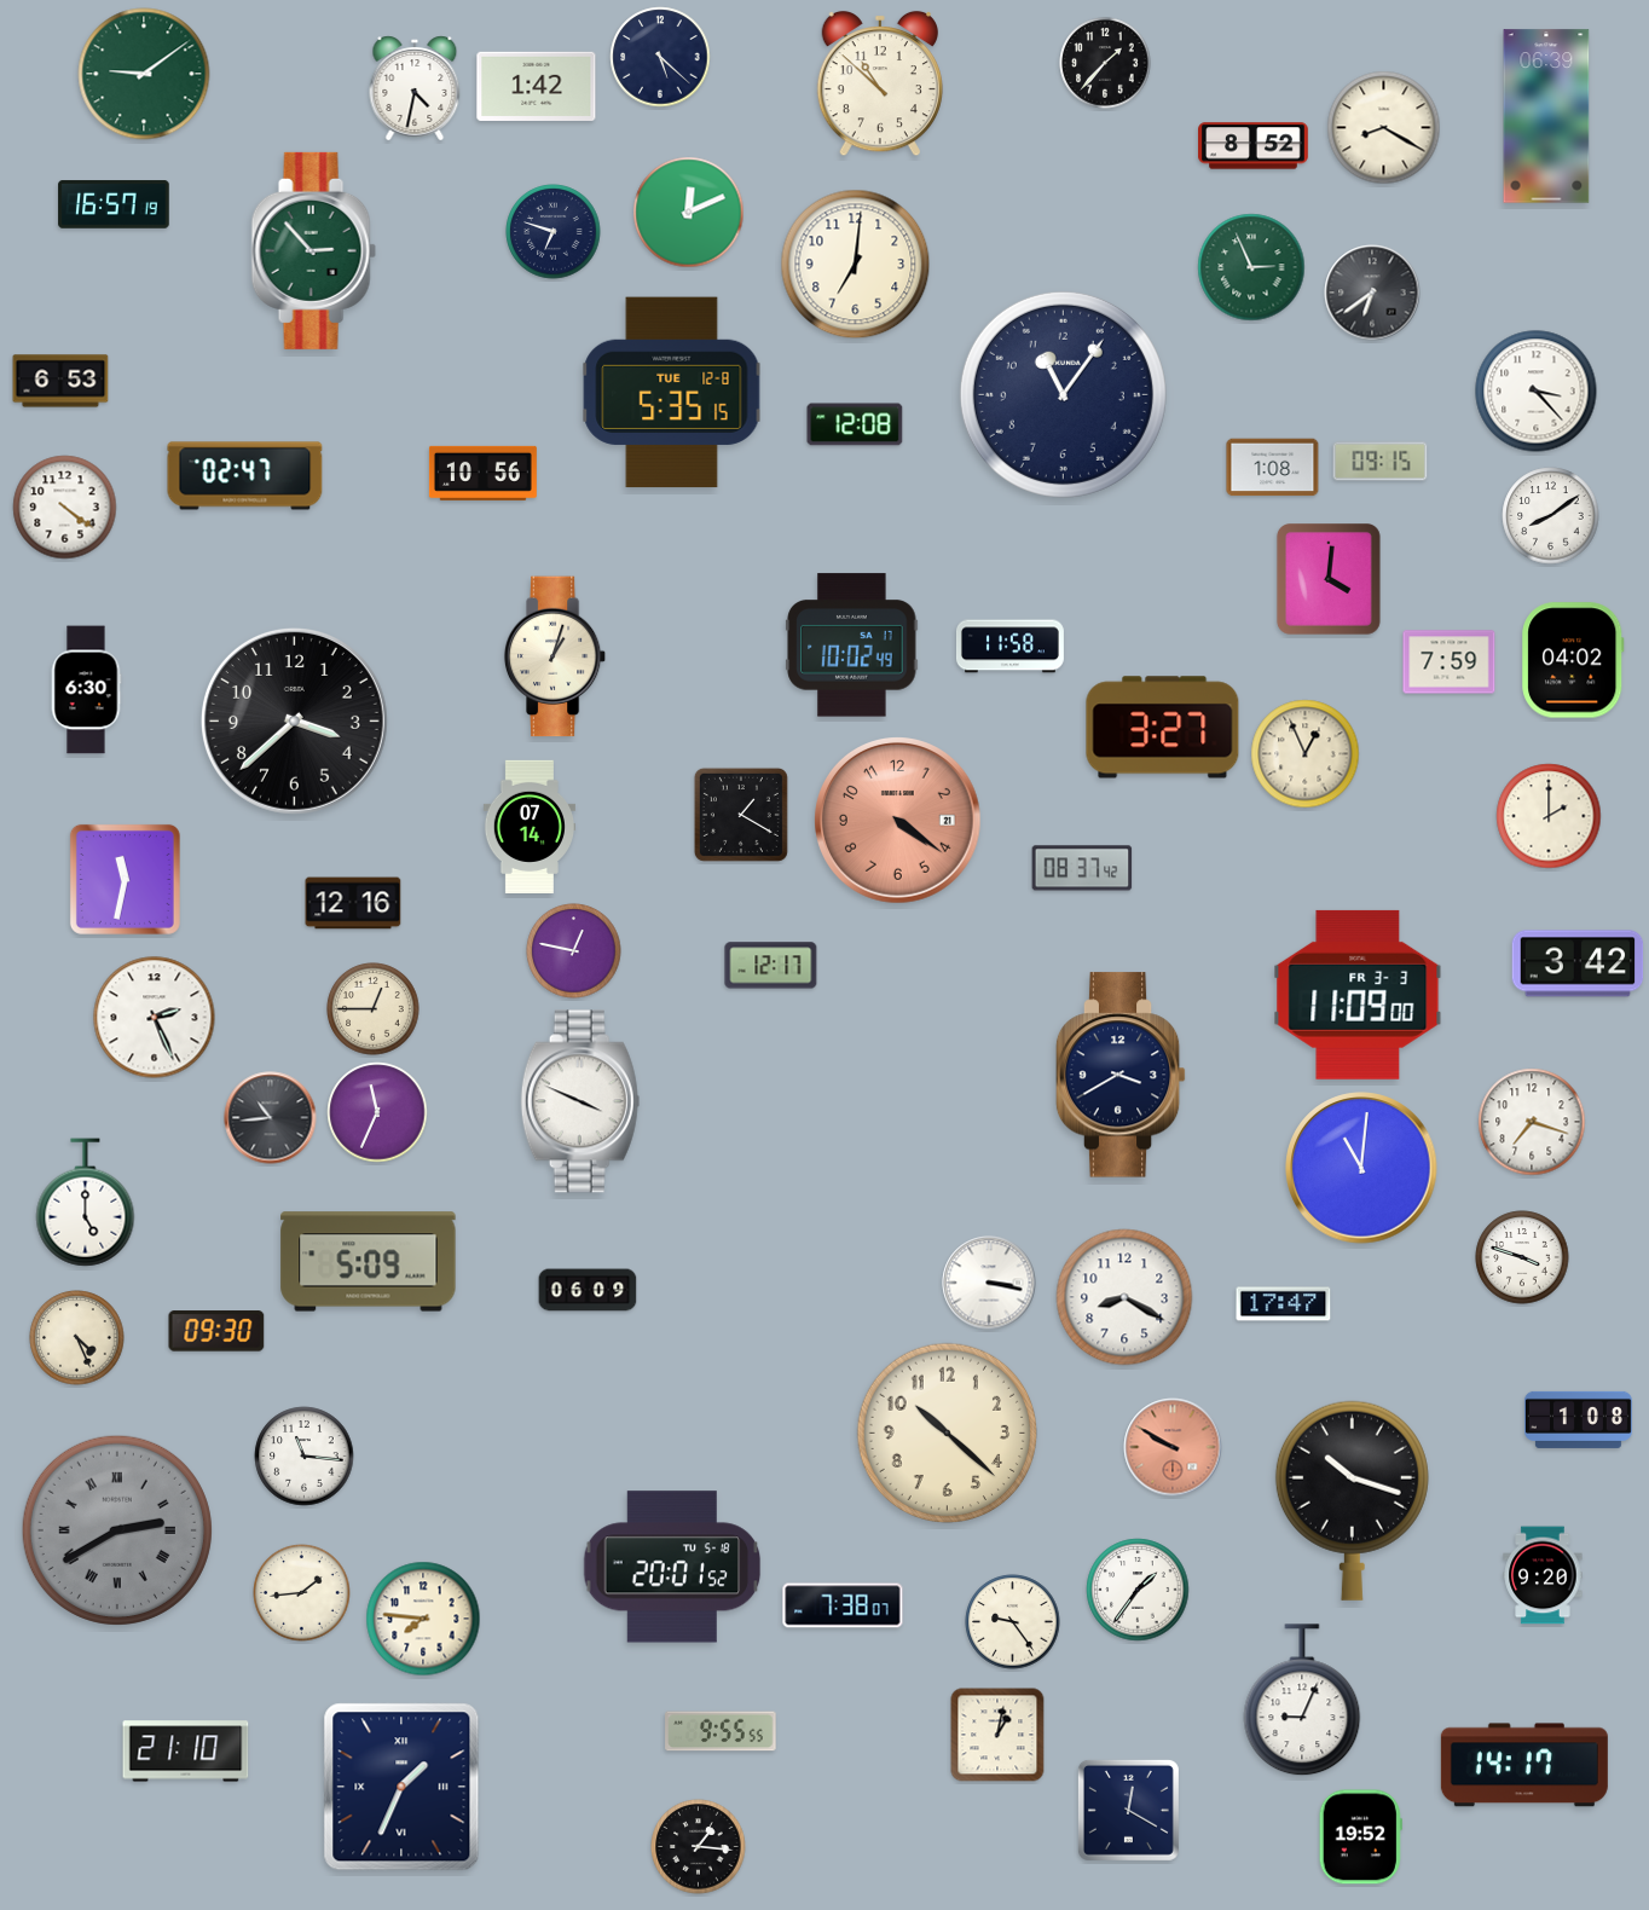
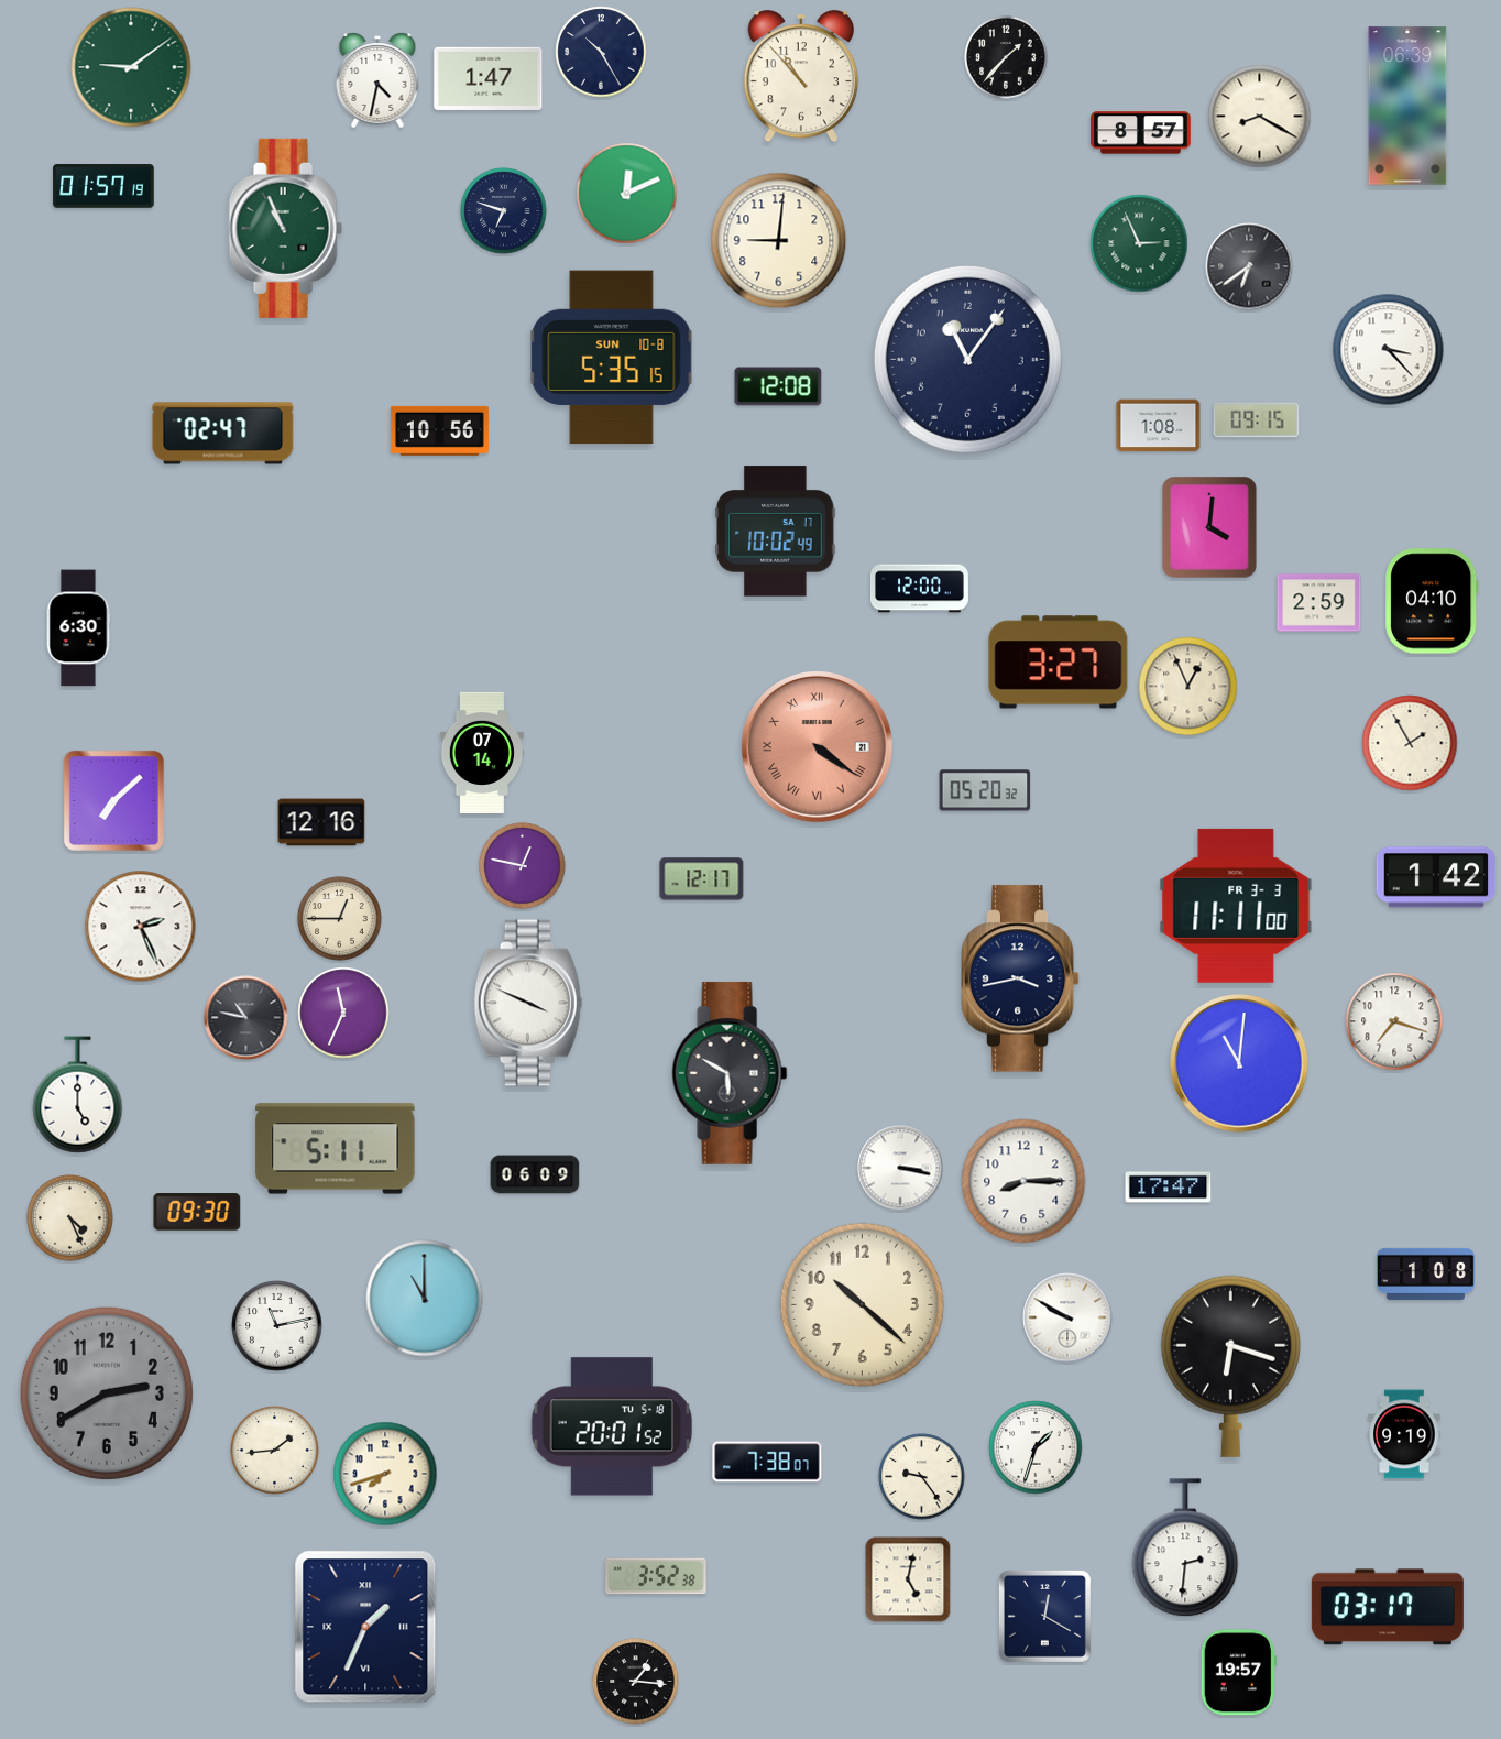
clock at (660, 57): 5:22 -> 10:25
clock at (879, 83): 10:52 -> 10:53
clock at (537, 86): 1:42 -> 1:47
clock at (1254, 146): 8:52 -> 8:57
clock at (114, 204): 16:57 -> 01:57
clock at (313, 250): 2:53 -> 10:56
clock at (856, 265): 7:01 -> 9:01
clock at (60, 381): 6:53 -> none
clock at (1537, 392) position: (1537, 392) -> (1389, 350)
clock at (672, 393) date: TUE 12-8 -> SUN 10-8
clock at (65, 508): 4:21 -> none
clock at (1551, 516): 8:09 -> none
clock at (852, 646) position: (852, 646) -> (776, 532)
clock at (1009, 647): 11:58 -> 12:00
clock at (555, 656): 1:03 -> none
clock at (1573, 660): 04:02 -> 04:10
clock at (1450, 662): 7:59 -> 2:59
clock at (294, 720): 3:38 -> none
clock at (741, 815): 1:20 -> none
clock at (1549, 816): 2:00 -> 1:55
clock at (898, 821) numerals: Arabic -> Roman
clock at (1082, 868): 08:37 -> 05:20
clock at (125, 879): 11:32 -> 7:08
clock at (1578, 963): 3:42 -> 1:42
clock at (1358, 995): 11:09 -> 11:11
clock at (1121, 1075): 3:40 -> 3:43
clock at (271, 1118): 10:44 -> 10:47
clock at (730, 1073): none -> 5:50
clock at (1522, 1257): 3:48 -> none
clock at (369, 1262): 5:09 -> 5:11
clock at (1124, 1297): 8:20 -> 8:15
clock at (1578, 1419) position: (1578, 1419) -> (1425, 1273)
clock at (425, 1299): none -> 11:00
clock at (1173, 1447) dial: salmon -> white
clock at (305, 1457): 11:16 -> 11:13
clock at (1352, 1500): 10:18 -> 6:18
clock at (117, 1530) numerals: Roman -> Arabic
clock at (1543, 1575): 9:20 -> 9:19
clock at (1138, 1590): 1:36 -> 1:33
clock at (423, 1619): 7:46 -> 7:42
clock at (1302, 1701): 9:04 -> 2:31
clock at (721, 1731): 9:55 -> 3:52
clock at (997, 1735): 1:02 -> 5:02
clock at (186, 1752): 21:10 -> none
clock at (1524, 1765): 14:17 -> 03:17
clock at (1128, 1810) position: (1128, 1810) -> (1044, 1616)
clock at (1360, 1837): 19:52 -> 19:57
